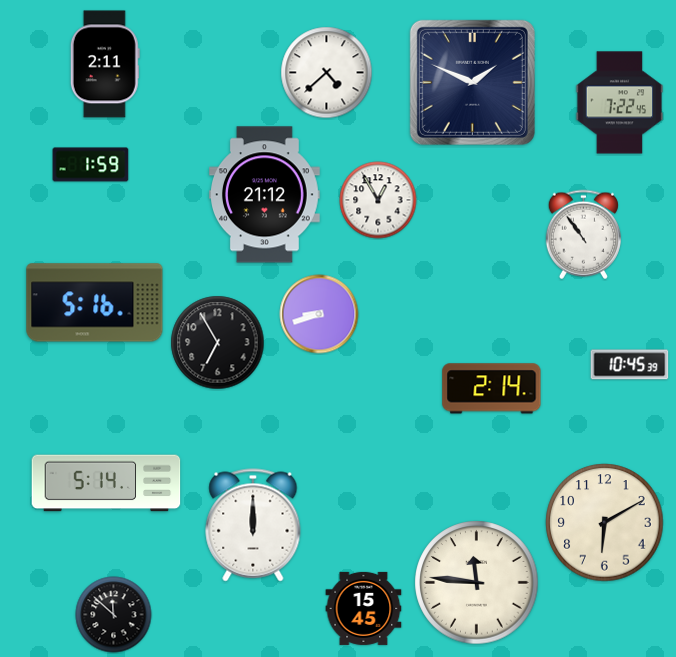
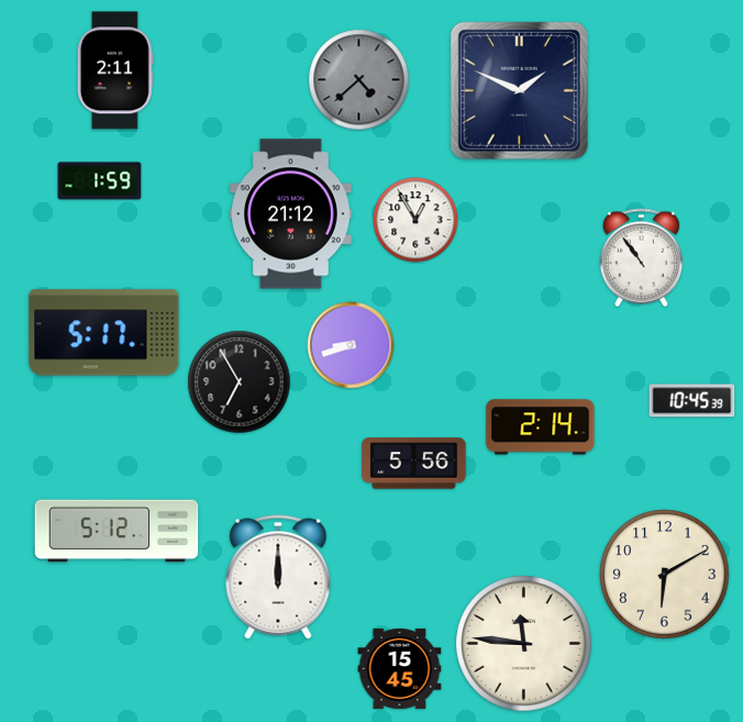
clock at (327, 73) dial: white -> grey
clock at (620, 103): 7:22 -> none
clock at (95, 303): 5:16 -> 5:17
clock at (218, 343) position: (218, 343) -> (240, 382)
clock at (414, 464): none -> 5:56
clock at (106, 483): 5:14 -> 5:12
clock at (477, 583) position: (477, 583) -> (524, 644)
clock at (114, 615): 11:52 -> none
